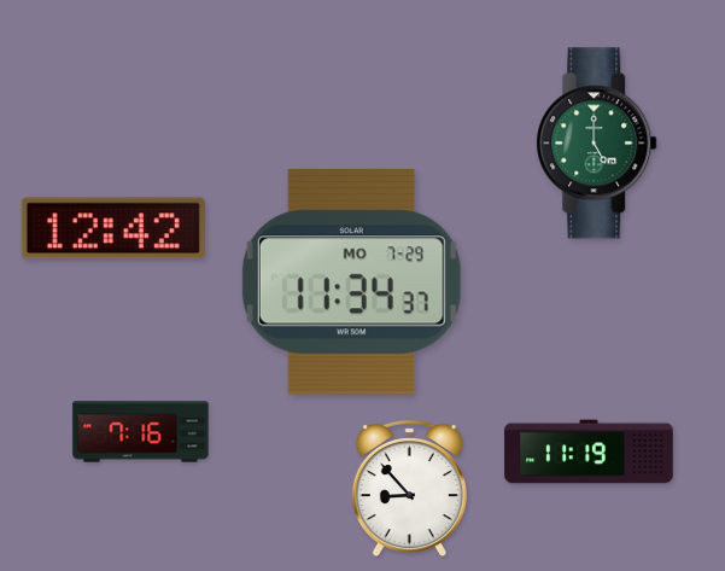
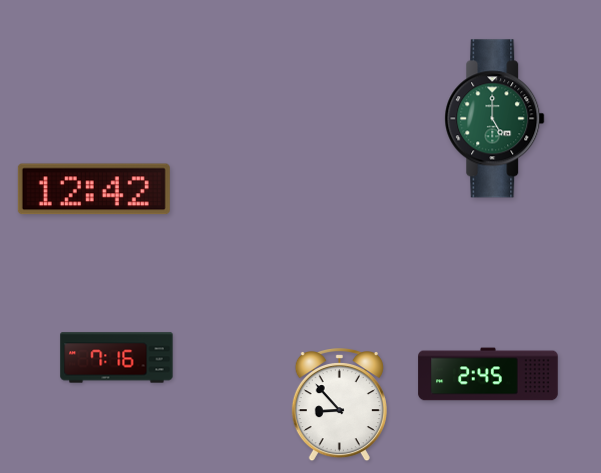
clock at (351, 282): 11:34 -> none
clock at (589, 451): 11:19 -> 2:45
